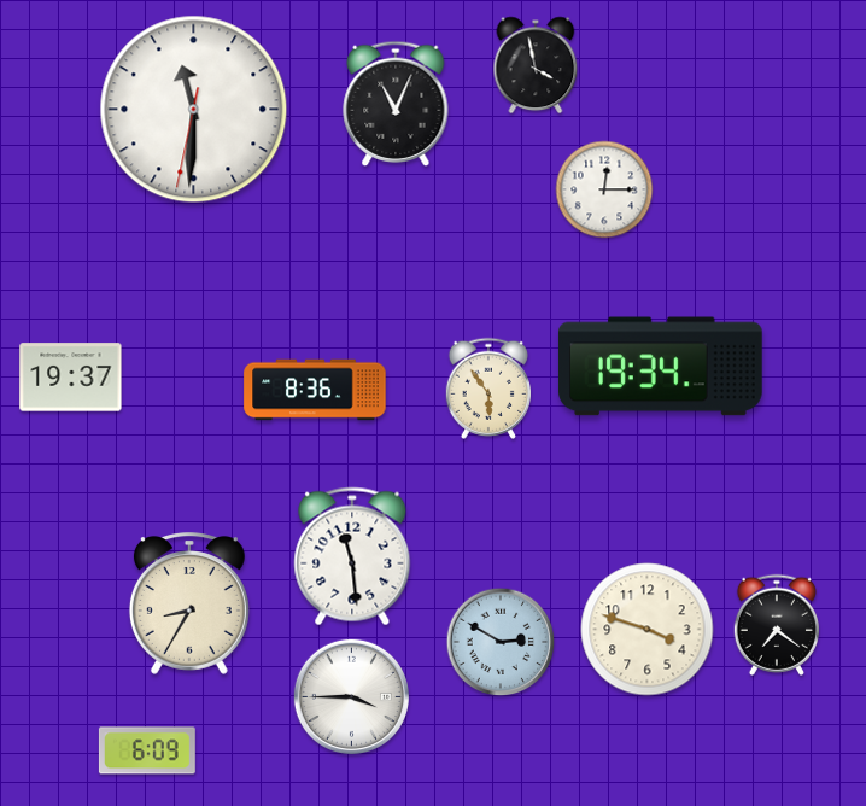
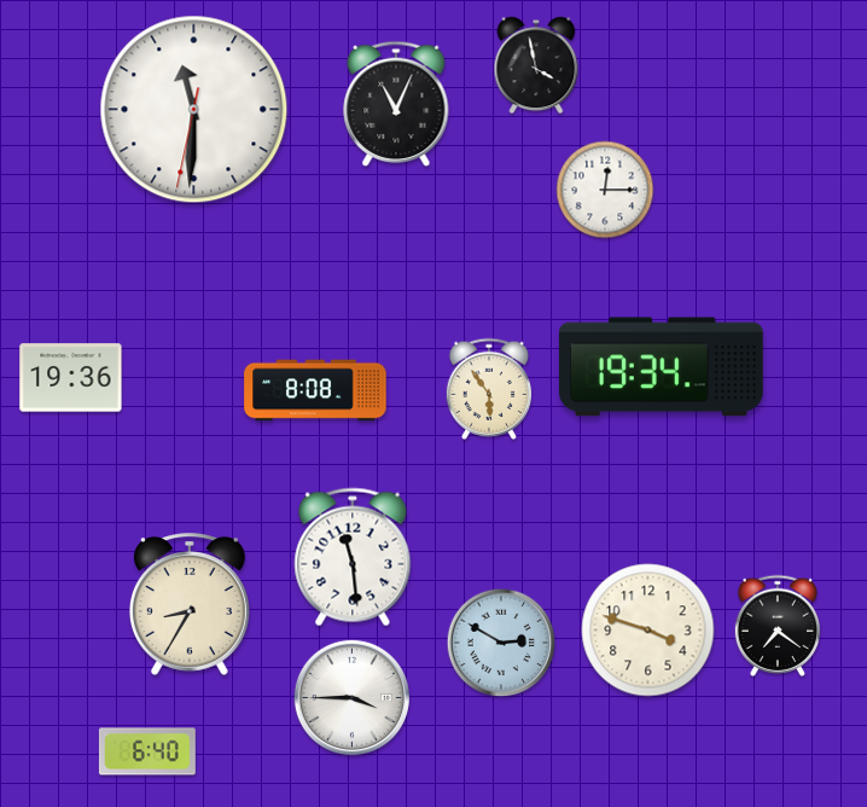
clock at (71, 378): 19:37 -> 19:36
clock at (315, 390): 8:36 -> 8:08
clock at (147, 750): 6:09 -> 6:40
